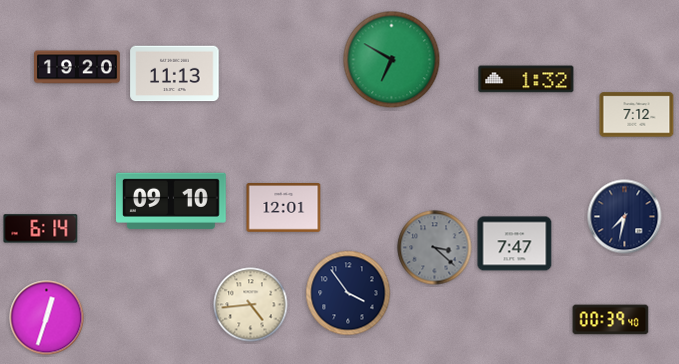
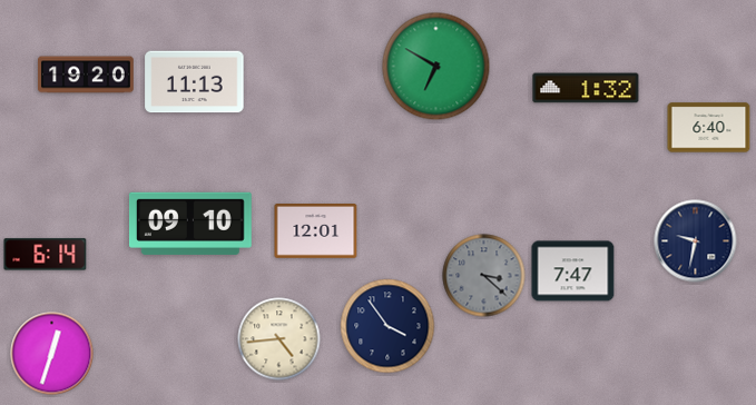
clock at (637, 115): 7:12 -> 6:40
clock at (625, 217): 7:32 -> 9:32
clock at (611, 320): 00:39 -> none
